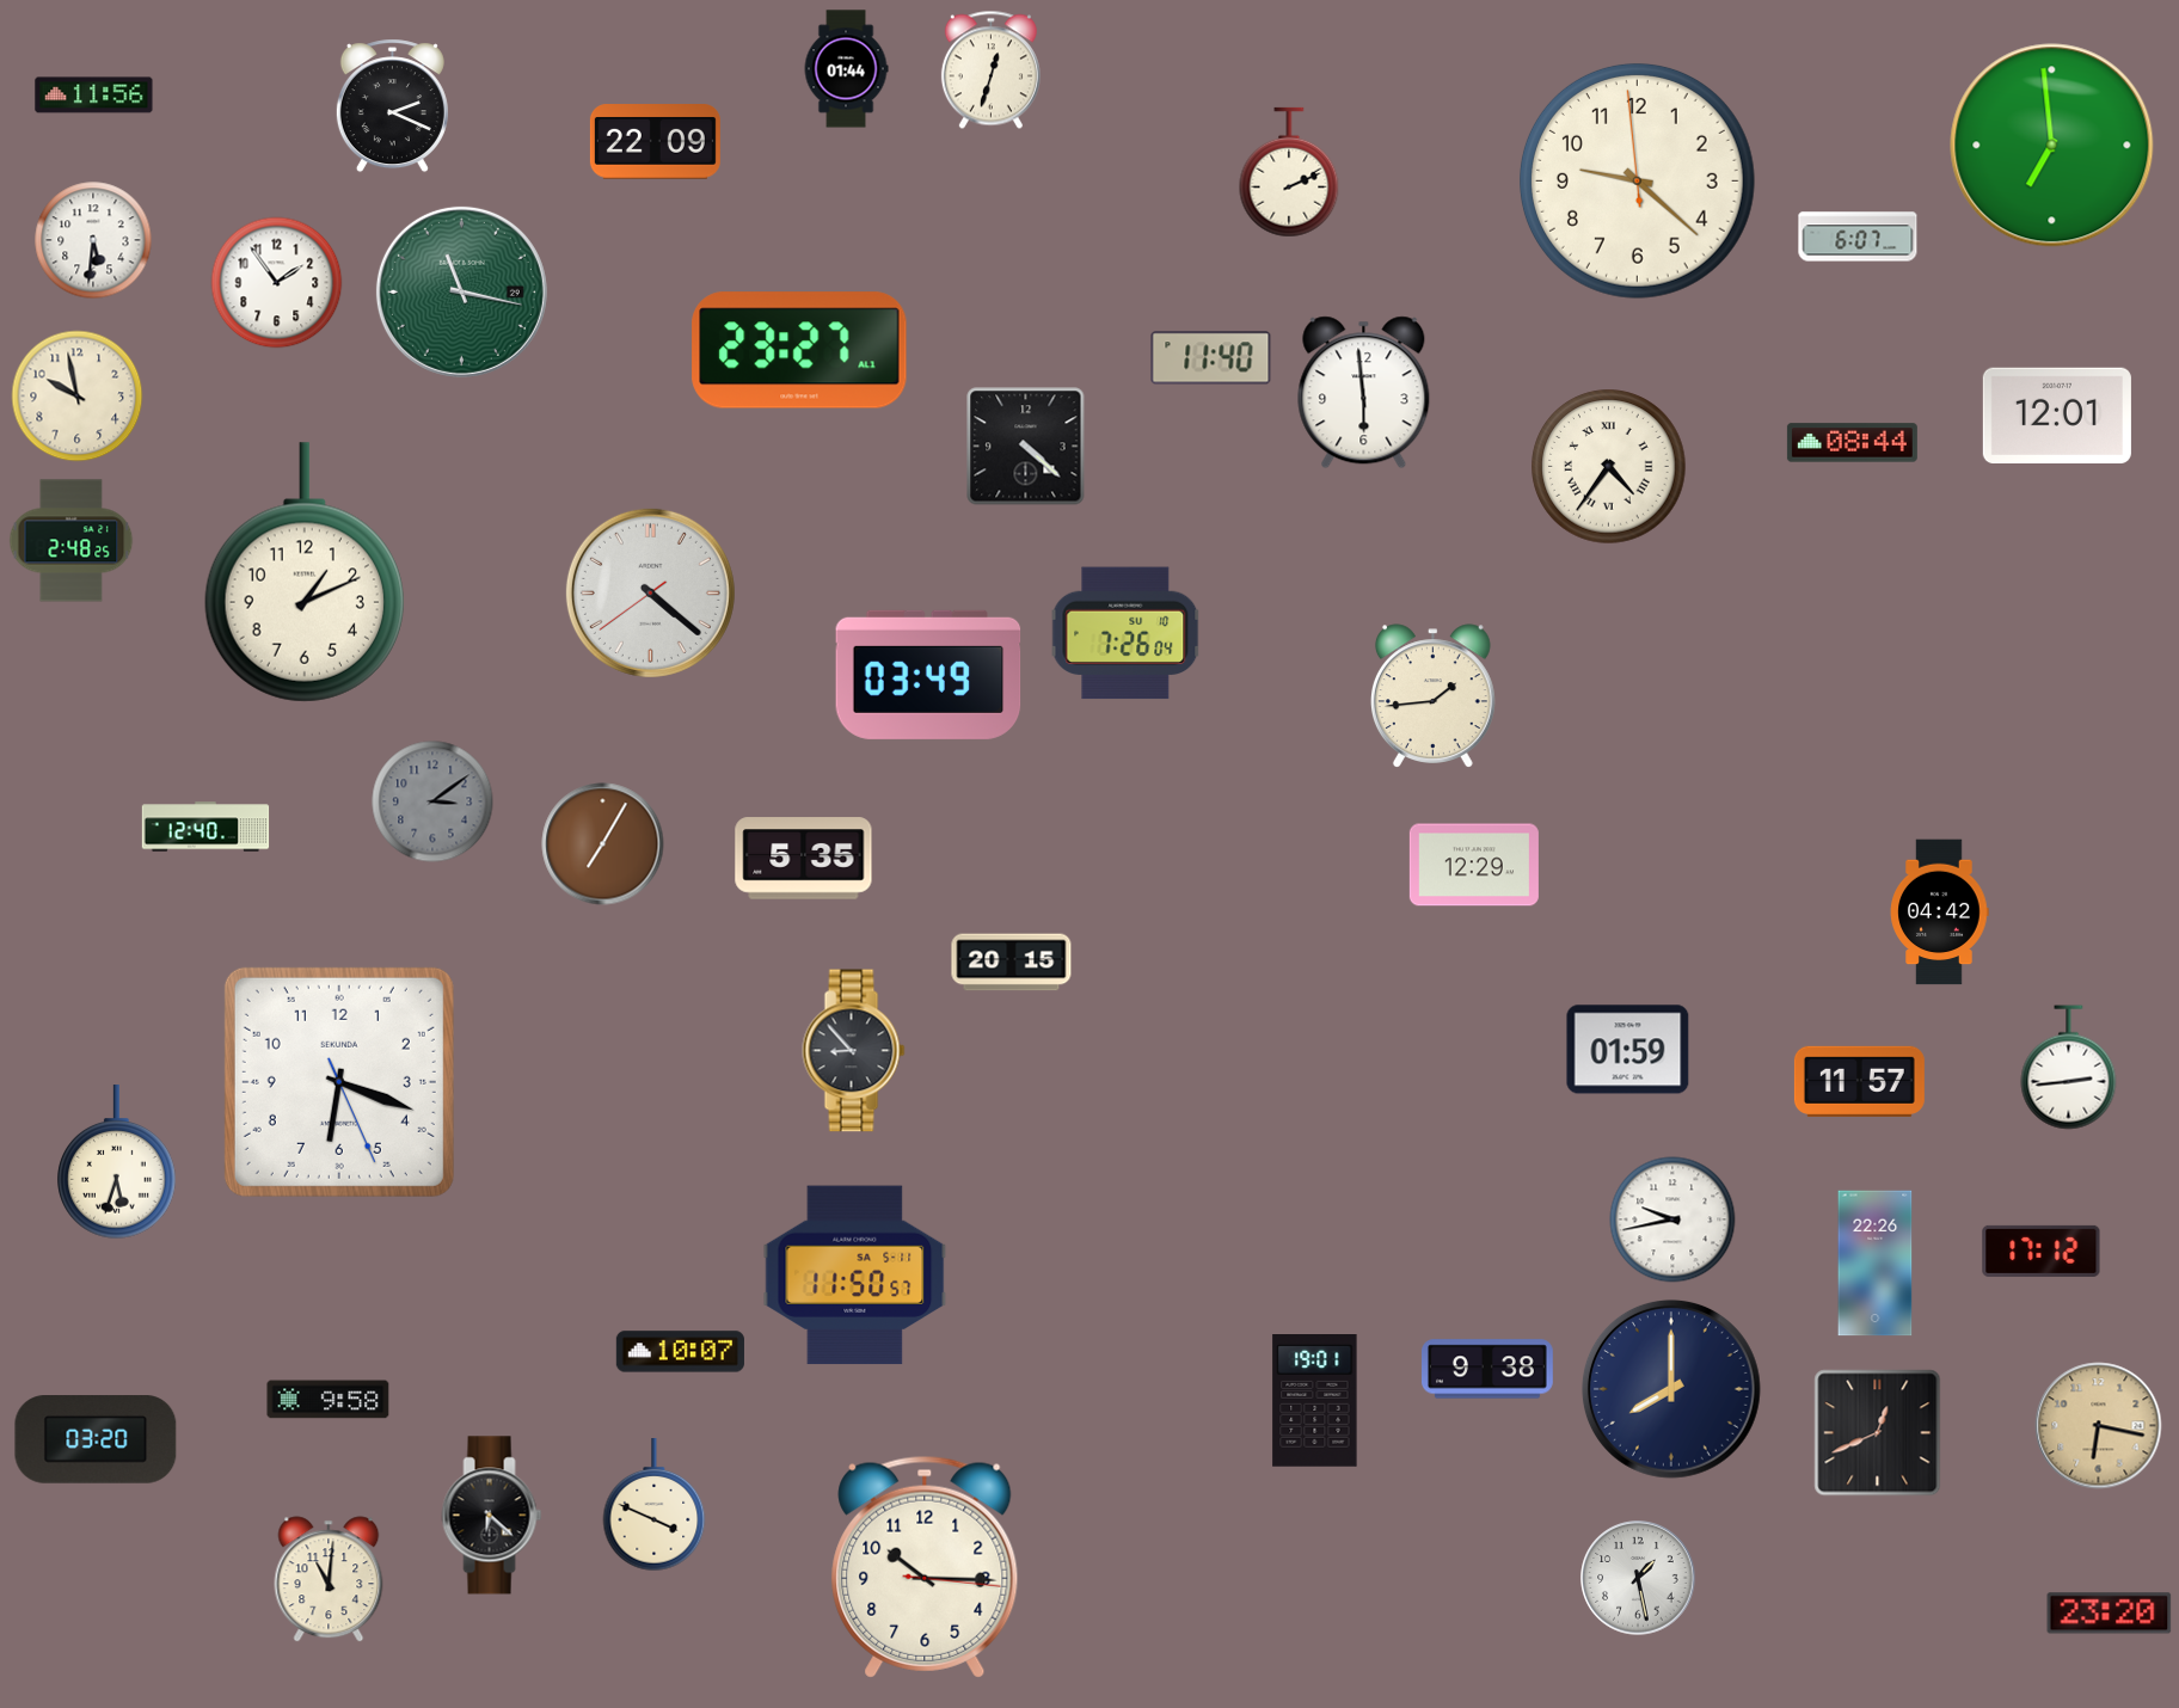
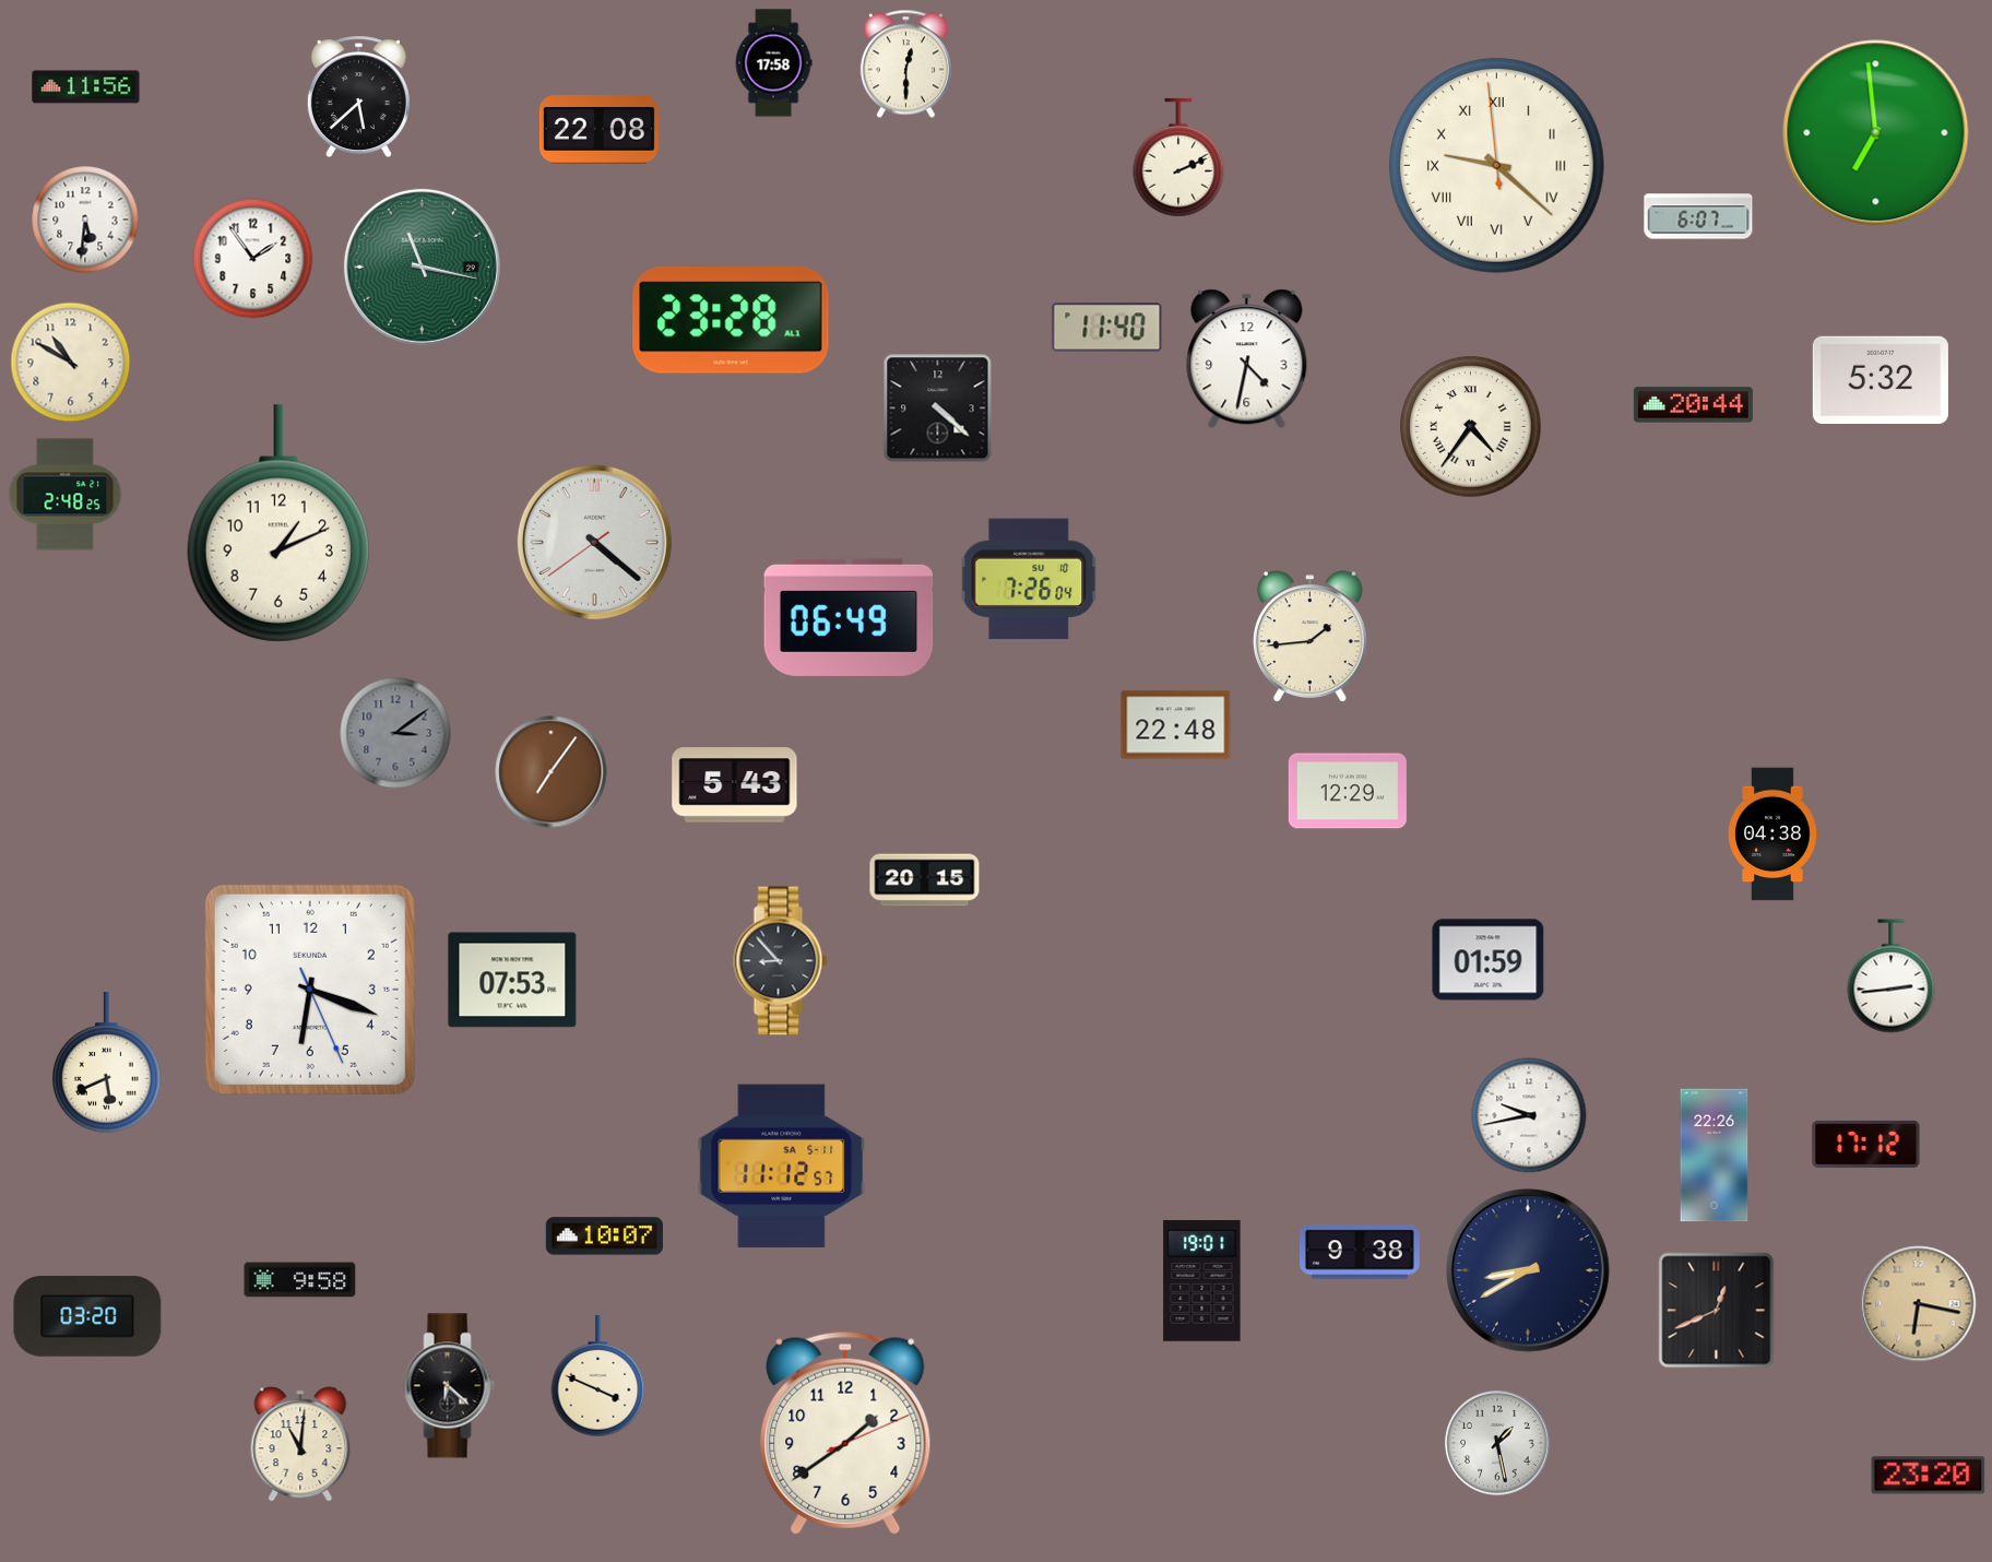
clock at (846, 69): 01:44 -> 17:58
clock at (990, 70): 12:33 -> 12:30
clock at (392, 106): 2:19 -> 5:38
clock at (655, 142): 22:09 -> 22:08
clock at (1637, 180) numerals: Arabic -> Roman
clock at (799, 350): 23:27 -> 23:28
clock at (1364, 393): 5:59 -> 4:32
clock at (78, 397): 9:58 -> 10:50
clock at (2057, 414): 12:01 -> 5:32
clock at (1852, 443): 08:44 -> 20:44
clock at (928, 675): 03:49 -> 06:49
clock at (1176, 725): none -> 22:48
clock at (205, 827): 12:40 -> none
clock at (603, 844): 7:05 -> 7:06
clock at (804, 859): 5:35 -> 5:43
clock at (1940, 913): 04:42 -> 04:38
clock at (512, 980): none -> 07:53
clock at (1859, 1081): 11:57 -> none
clock at (117, 1162): 5:33 -> 5:41
clock at (855, 1276): 11:50 -> 11:12
clock at (680, 1352) position: (680, 1352) -> (604, 1236)
clock at (1671, 1389): 8:00 -> 8:40
clock at (925, 1567): 10:15 -> 1:39
